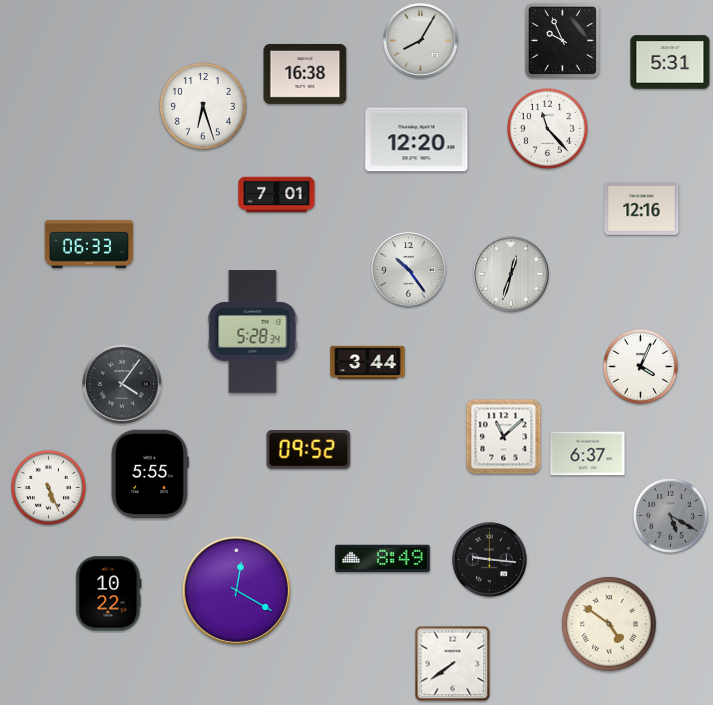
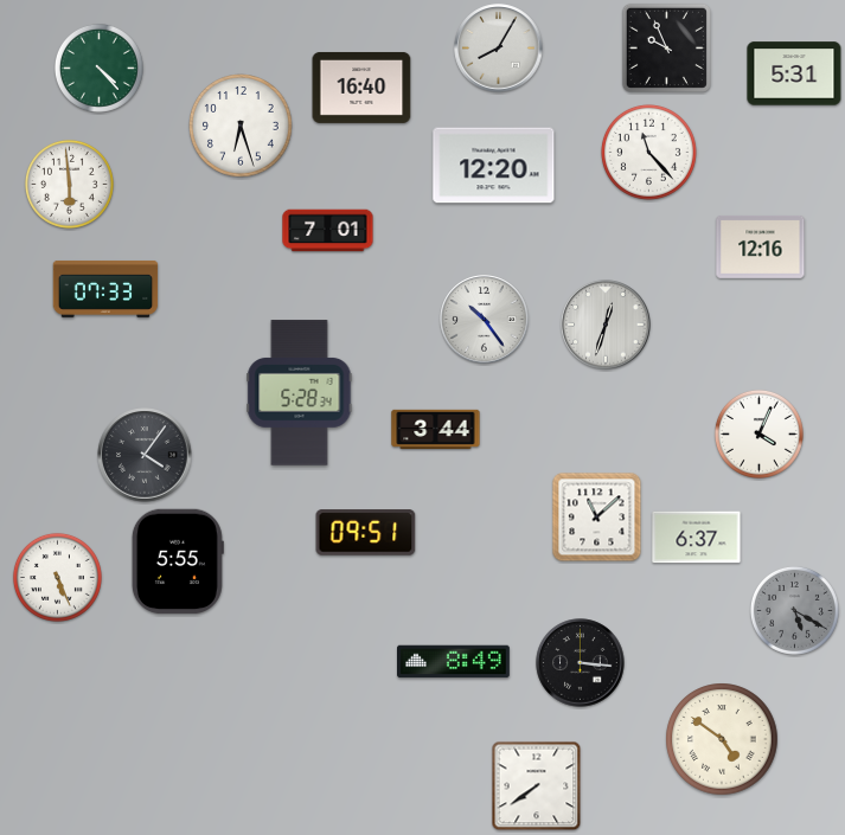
clock at (98, 68): none -> 4:23
clock at (305, 74): 16:38 -> 16:40
clock at (69, 184): none -> 5:59
clock at (89, 244): 06:33 -> 07:33
clock at (309, 450): 09:52 -> 09:51
clock at (490, 560): 9:16 -> 3:16
clock at (236, 590): 12:20 -> none
clock at (109, 594): 10:22 -> none
